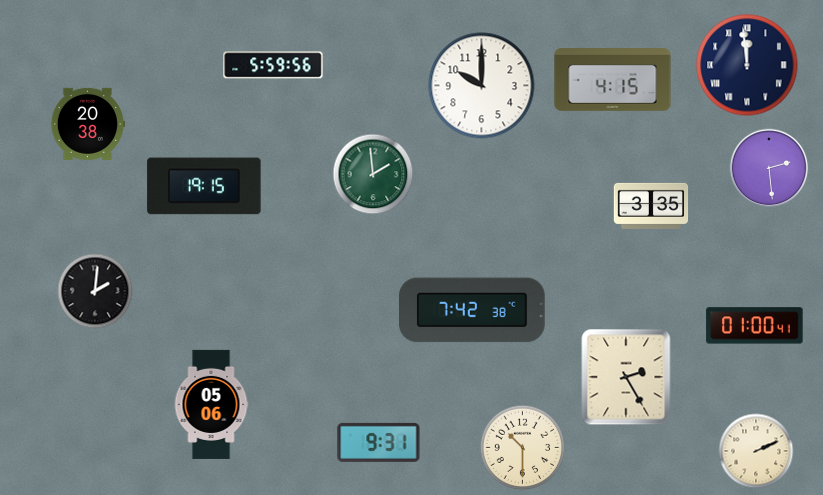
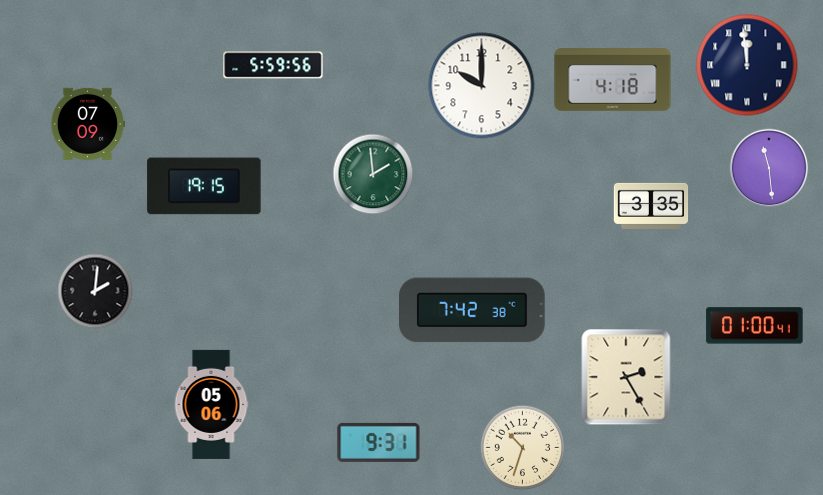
clock at (613, 80): 4:15 -> 4:18
clock at (87, 124): 20:38 -> 07:09
clock at (769, 168): 2:29 -> 11:29
clock at (523, 448): 10:30 -> 10:33
clock at (756, 451): 2:11 -> none
